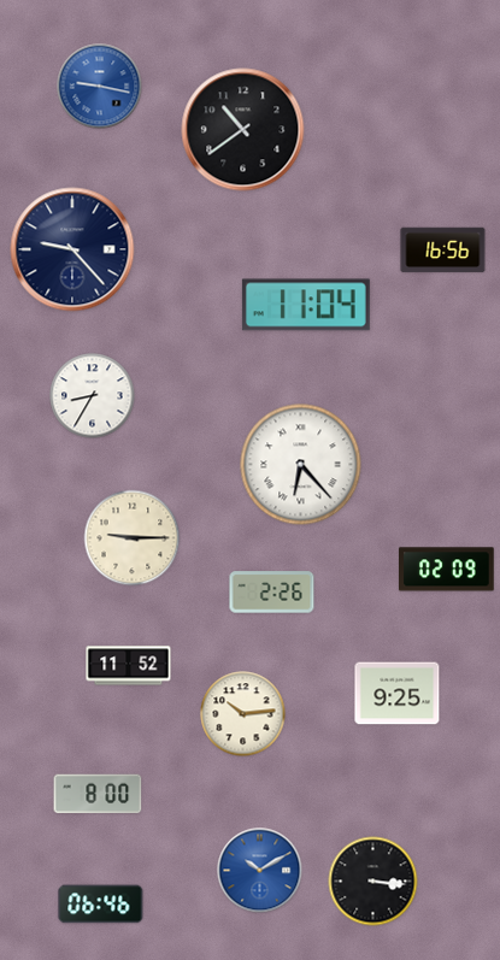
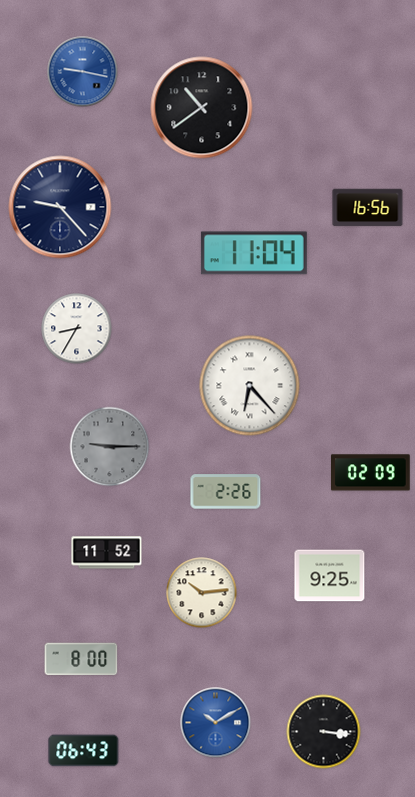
clock at (133, 538) dial: cream -> grey
clock at (373, 882) position: (373, 882) -> (324, 732)
clock at (101, 905): 06:46 -> 06:43
